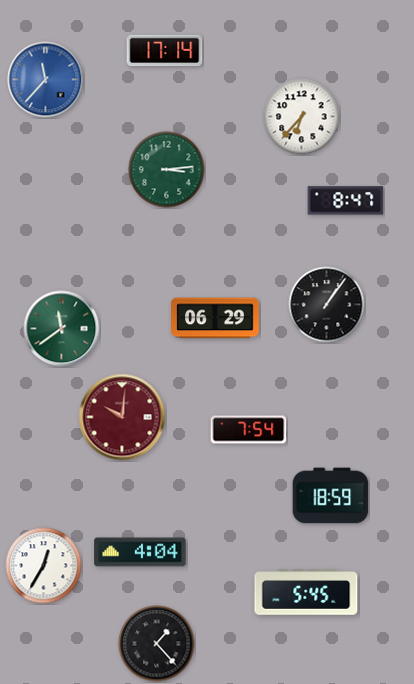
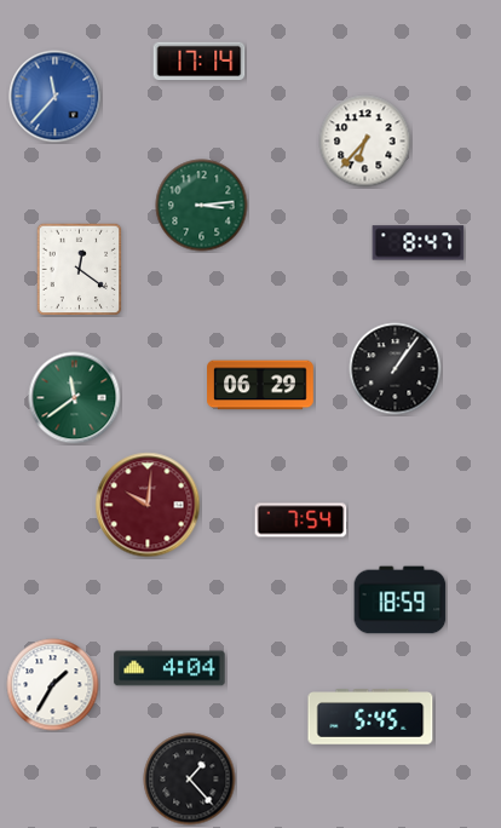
clock at (80, 269): none -> 12:21
clock at (44, 566): 12:35 -> 1:35
